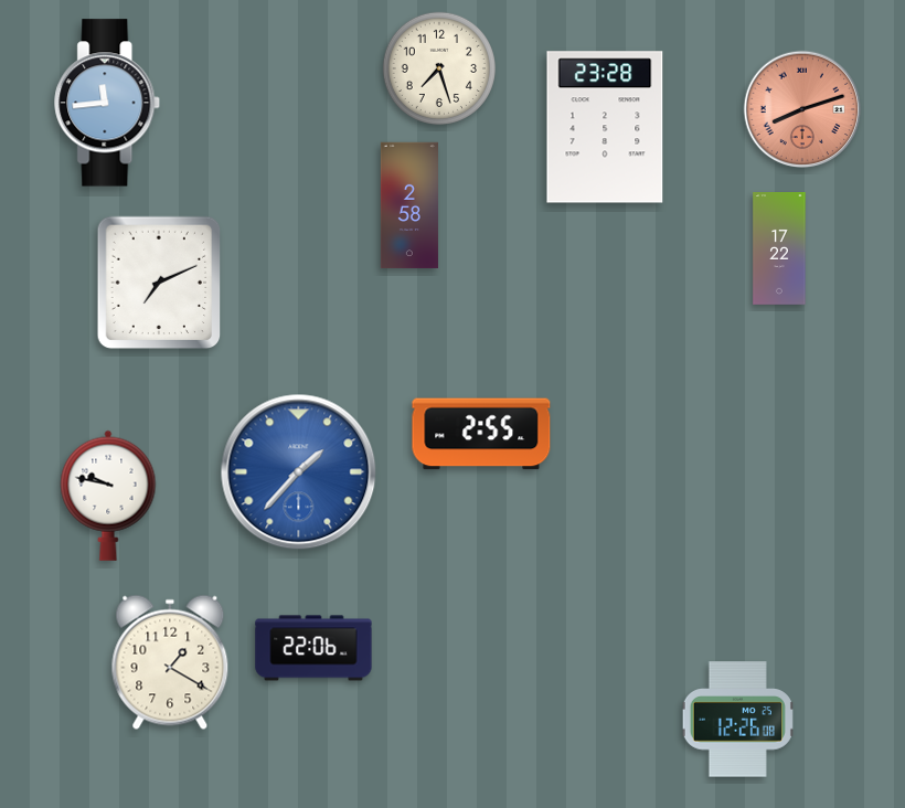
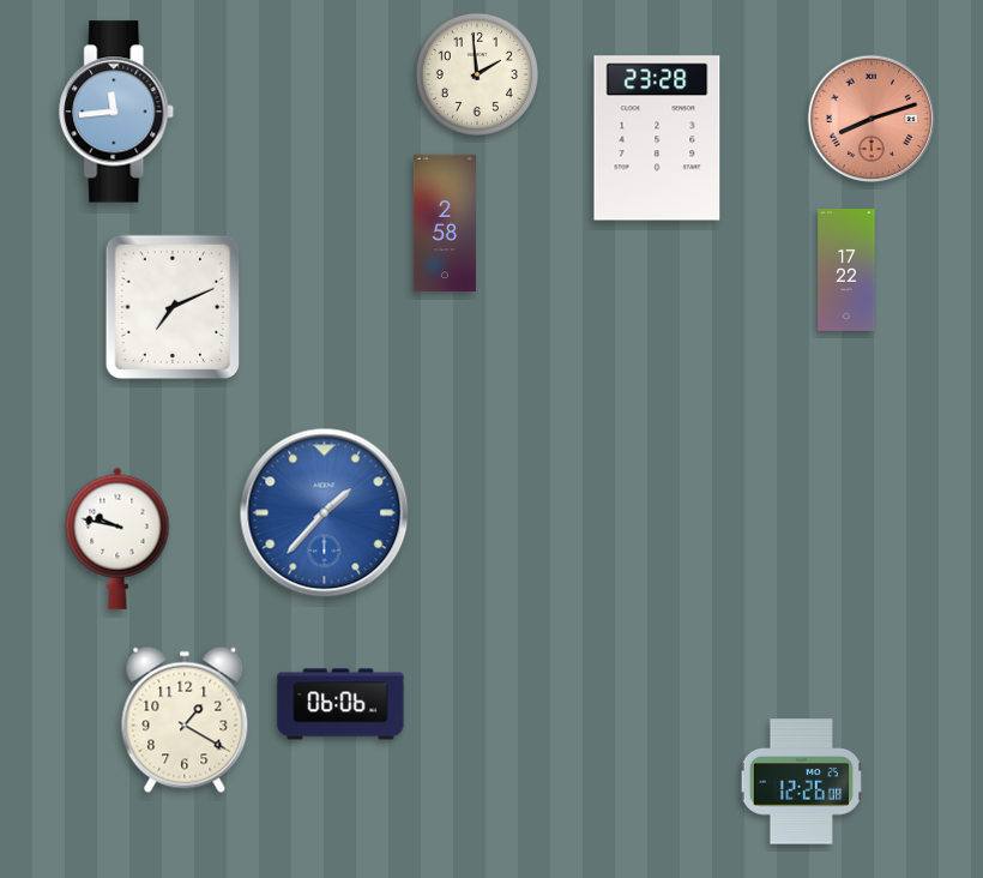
clock at (438, 67): 7:27 -> 1:59
clock at (481, 434): 2:55 -> none
clock at (313, 648): 22:06 -> 06:06
